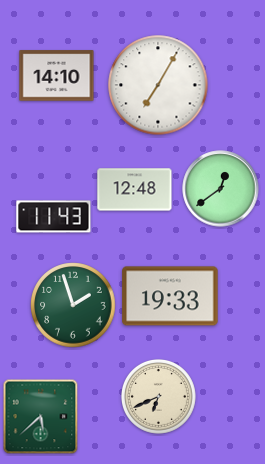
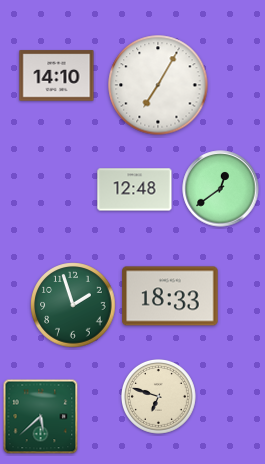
clock at (54, 217): 11:43 -> none
clock at (170, 296): 19:33 -> 18:33
clock at (159, 397): 6:41 -> 6:48
